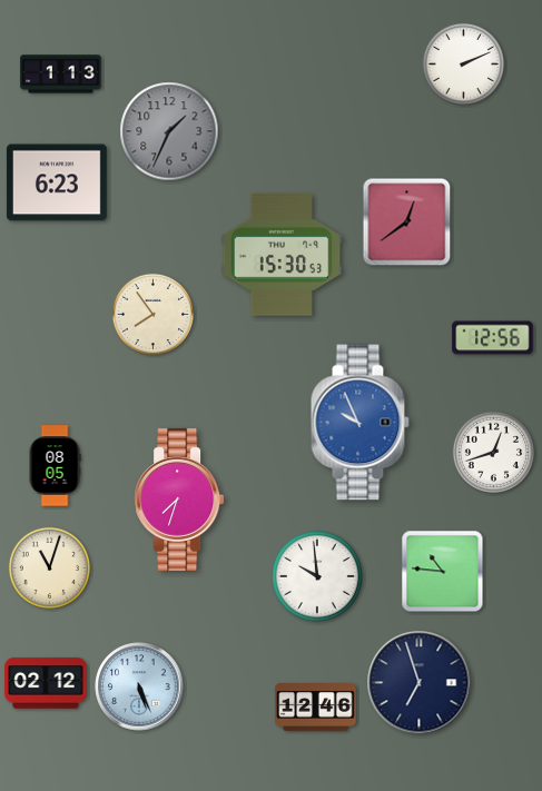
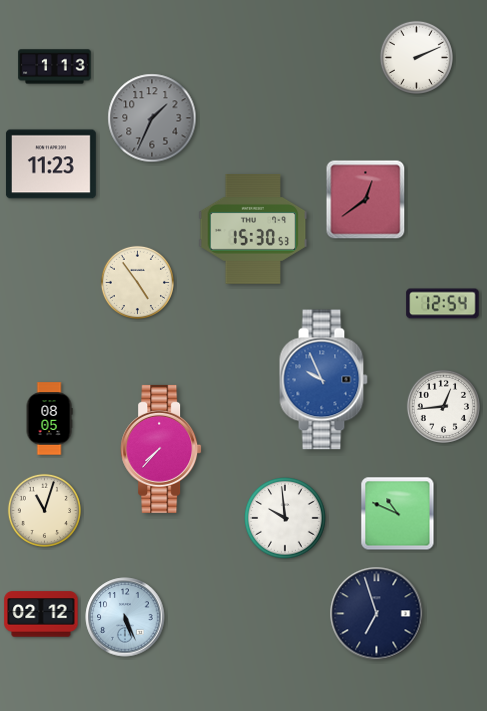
clock at (57, 182): 6:23 -> 11:23
clock at (152, 314): 7:54 -> 4:54
clock at (493, 338): 12:56 -> 12:54
clock at (493, 452): 12:42 -> 12:44
clock at (179, 500): 7:33 -> 7:37
clock at (443, 572): 10:46 -> 10:49
clock at (316, 708): 12:46 -> none
